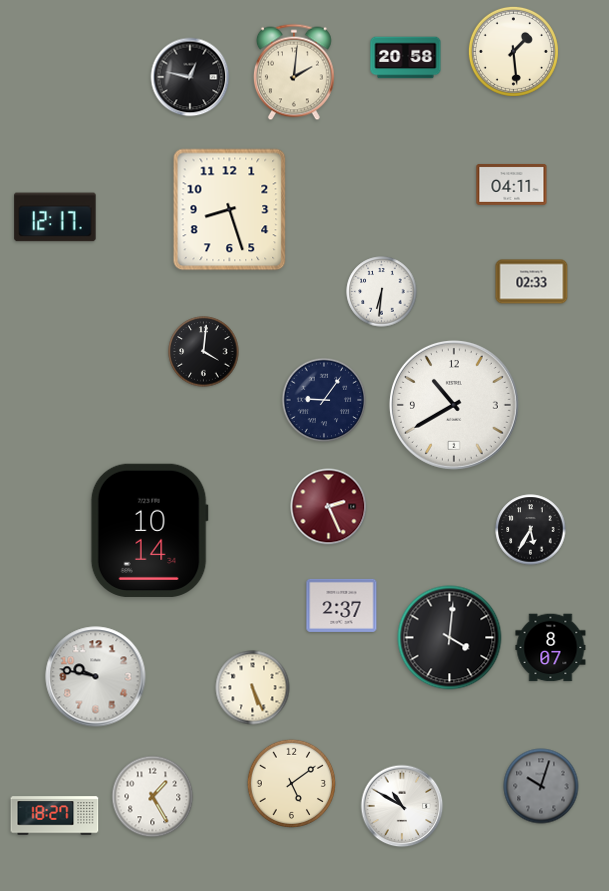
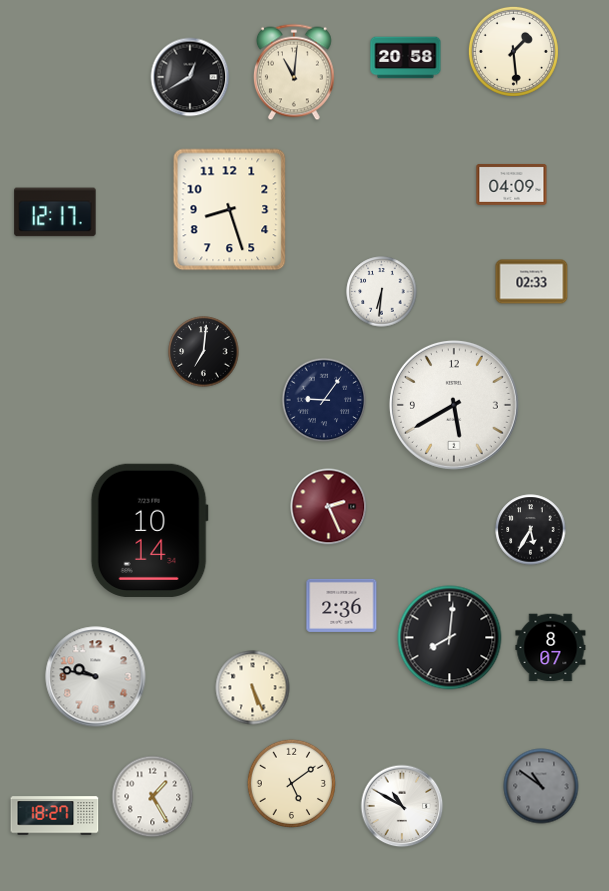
clock at (294, 72): 2:01 -> 11:01
clock at (190, 77): 12:47 -> 12:40
clock at (512, 185): 04:11 -> 04:09
clock at (55, 217) position: (55, 217) -> (55, 212)
clock at (204, 352): 4:01 -> 7:01
clock at (454, 405): 10:40 -> 5:40
clock at (342, 605): 2:37 -> 2:36
clock at (450, 638): 4:01 -> 8:01
clock at (541, 786): 10:03 -> 10:51
